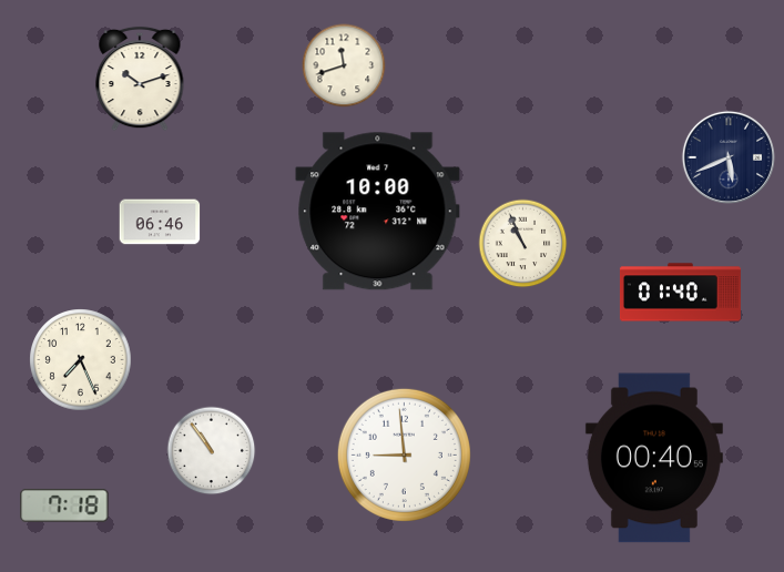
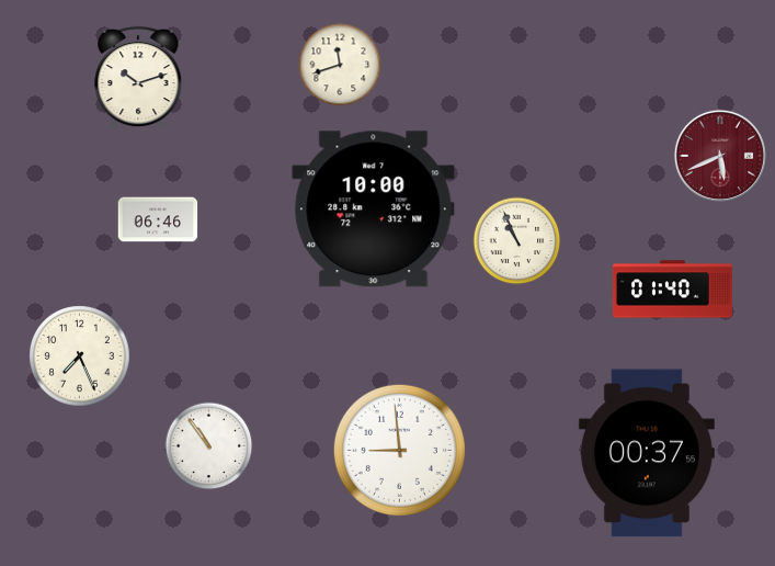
clock at (729, 157) dial: navy -> burgundy
clock at (654, 458): 00:40 -> 00:37
clock at (64, 505): 7:18 -> none
